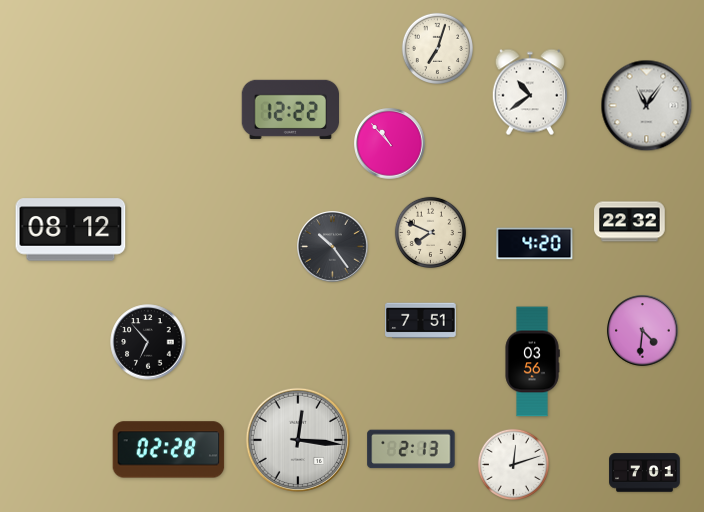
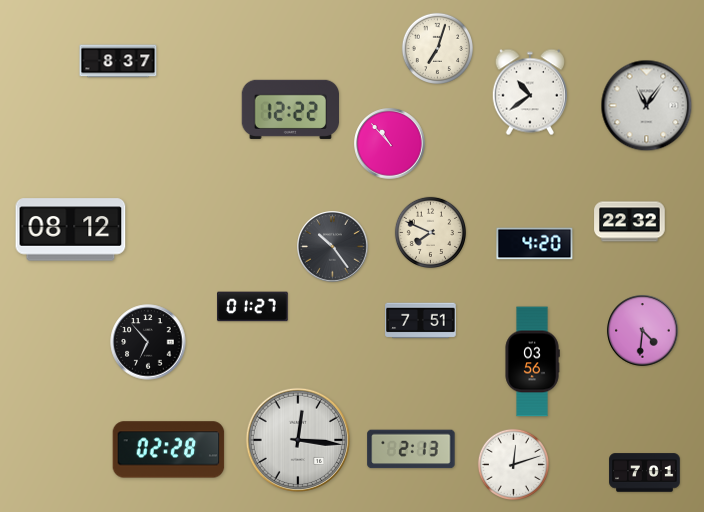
clock at (118, 61): none -> 8:37
clock at (253, 307): none -> 01:27
